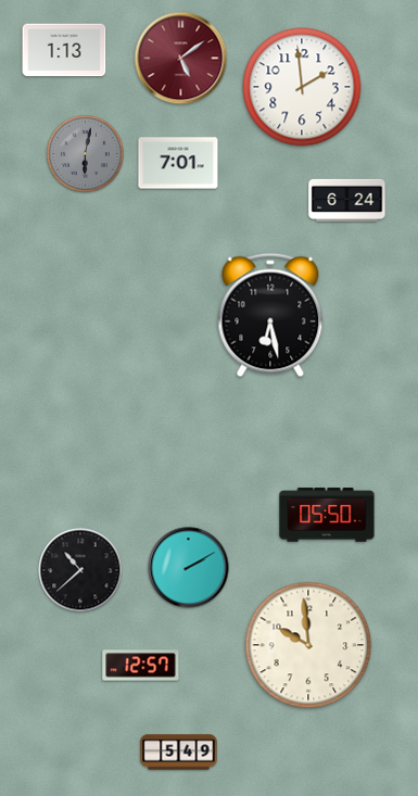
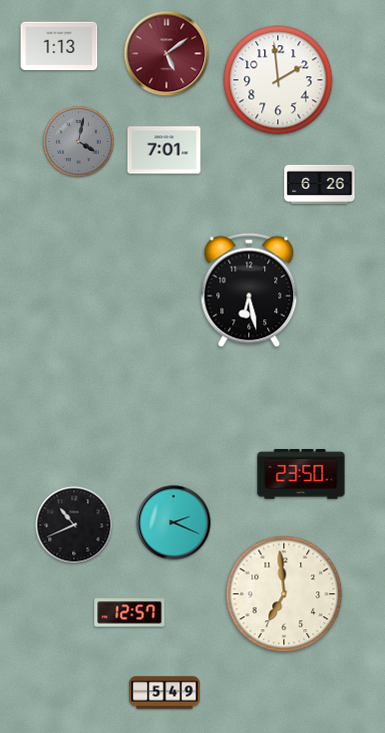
clock at (86, 154): 6:02 -> 4:02
clock at (347, 200): 6:24 -> 6:26
clock at (327, 515): 05:50 -> 23:50
clock at (189, 568): 2:10 -> 2:19
clock at (80, 570): 10:38 -> 10:41
clock at (308, 645): 9:59 -> 6:59
